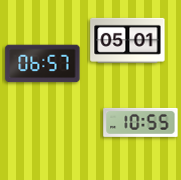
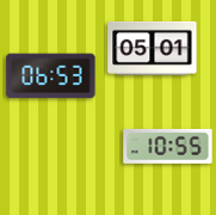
clock at (43, 64): 06:57 -> 06:53
